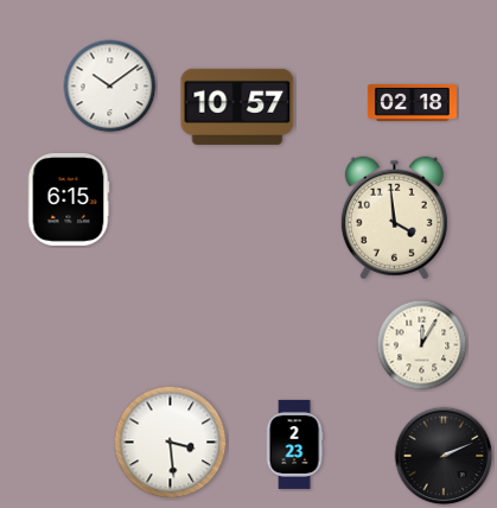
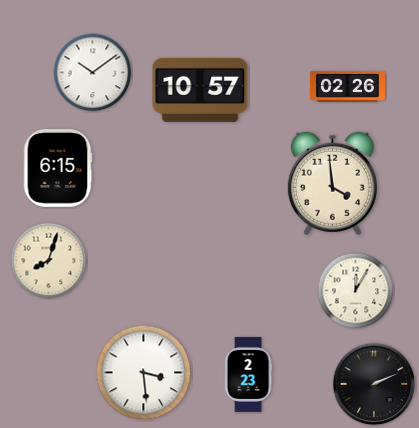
clock at (412, 102): 02:18 -> 02:26
clock at (49, 261): none -> 8:03
